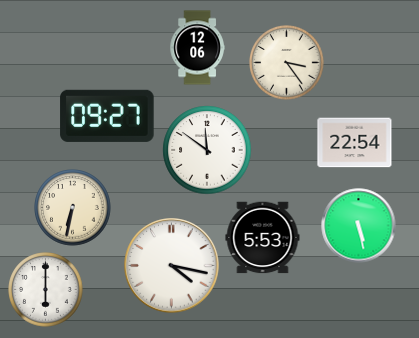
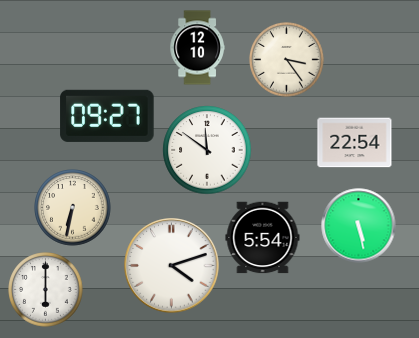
clock at (197, 48): 12:06 -> 12:10
clock at (287, 63) position: (287, 63) -> (287, 60)
clock at (263, 238): 5:53 -> 5:54
clock at (172, 266): 4:17 -> 4:12
